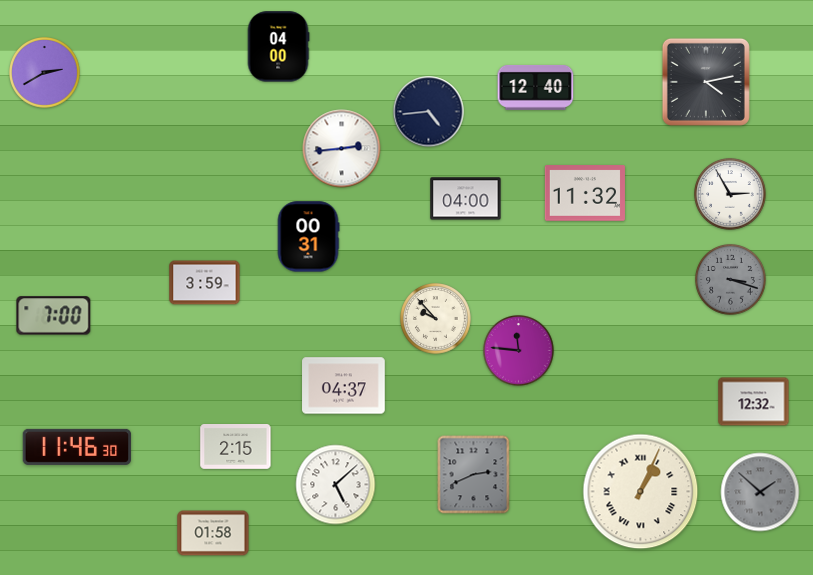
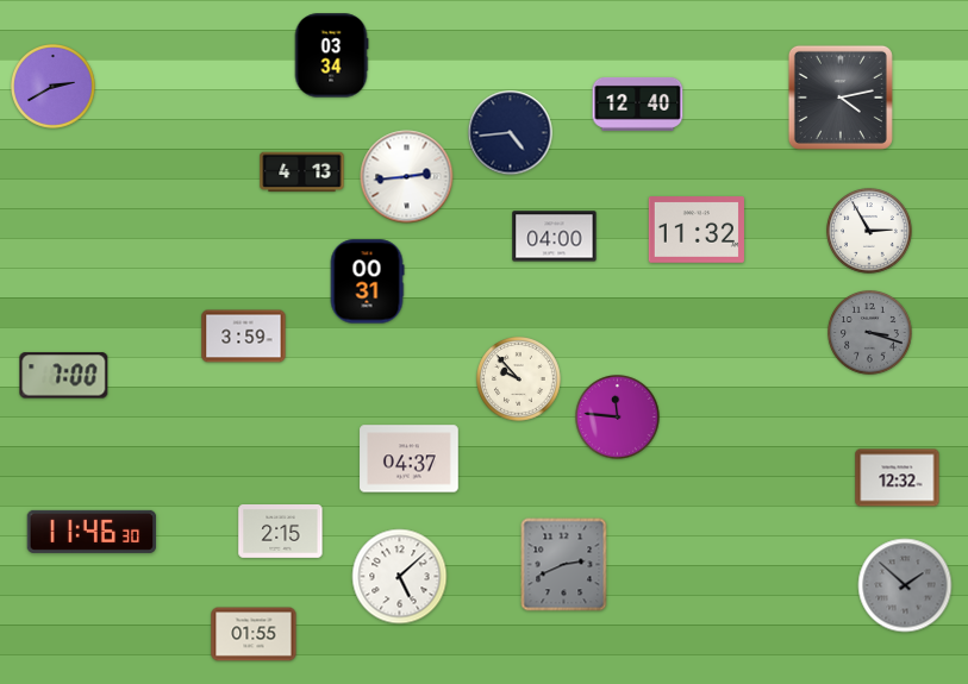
clock at (278, 47): 04:00 -> 03:34
clock at (302, 172): none -> 4:13
clock at (641, 492): 1:04 -> none
clock at (213, 533): 01:58 -> 01:55
